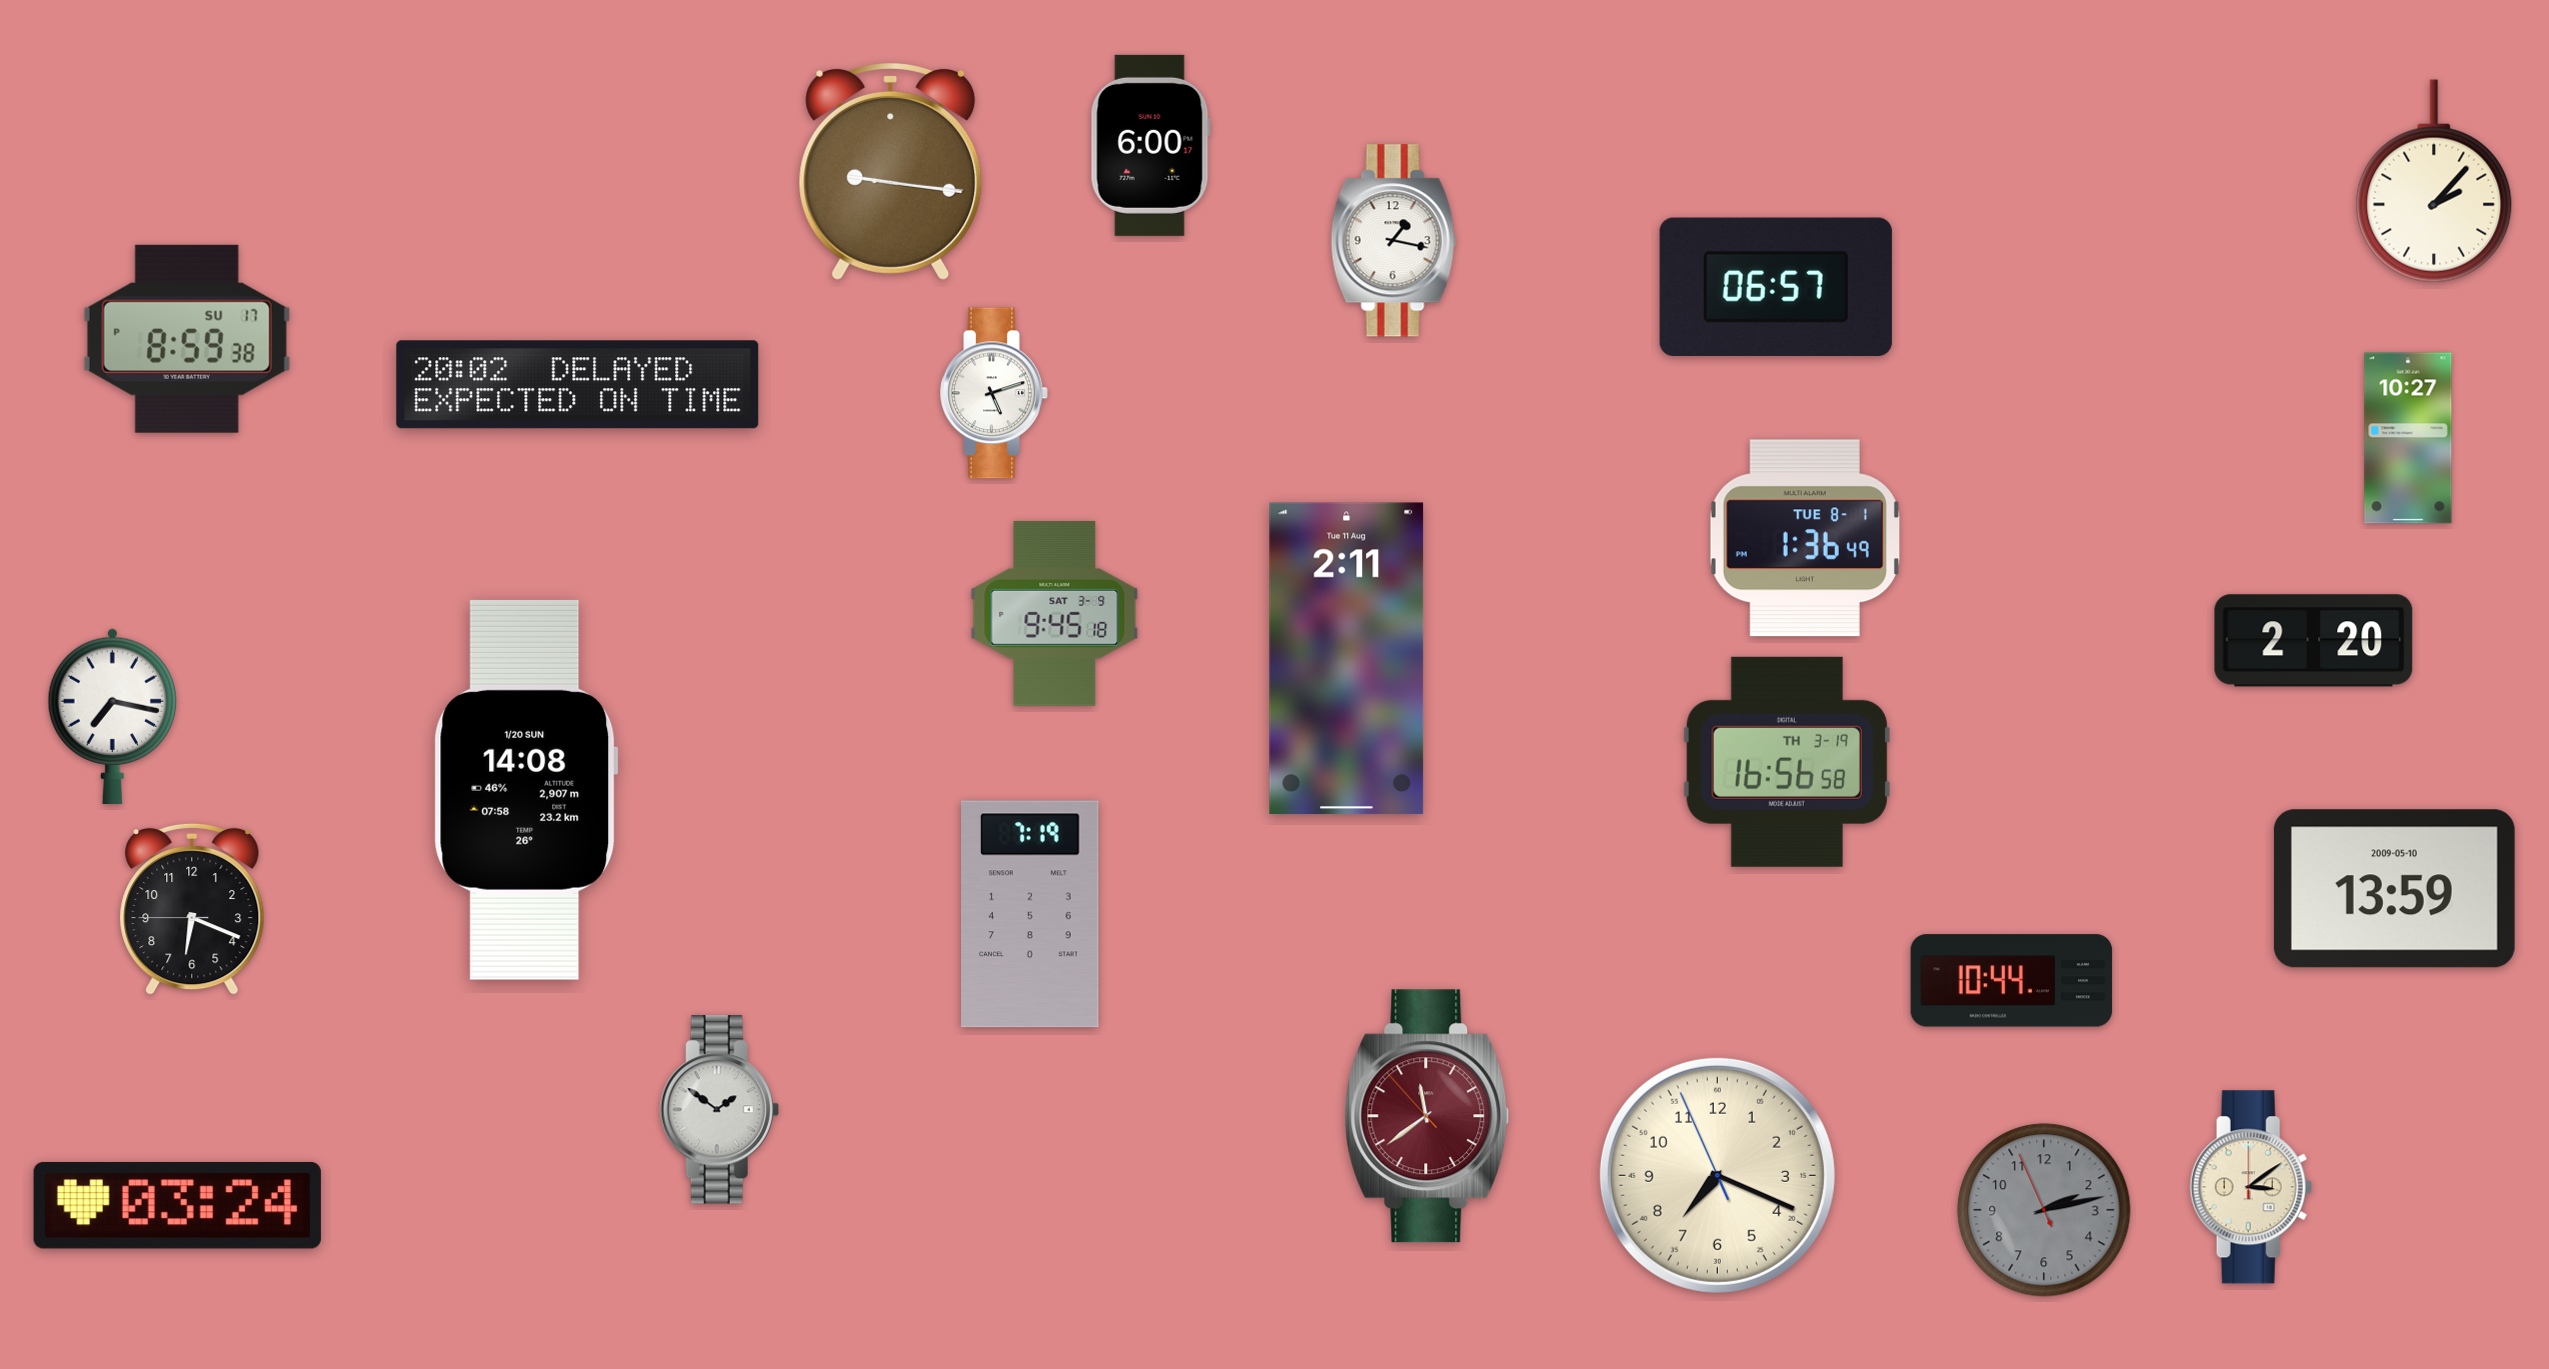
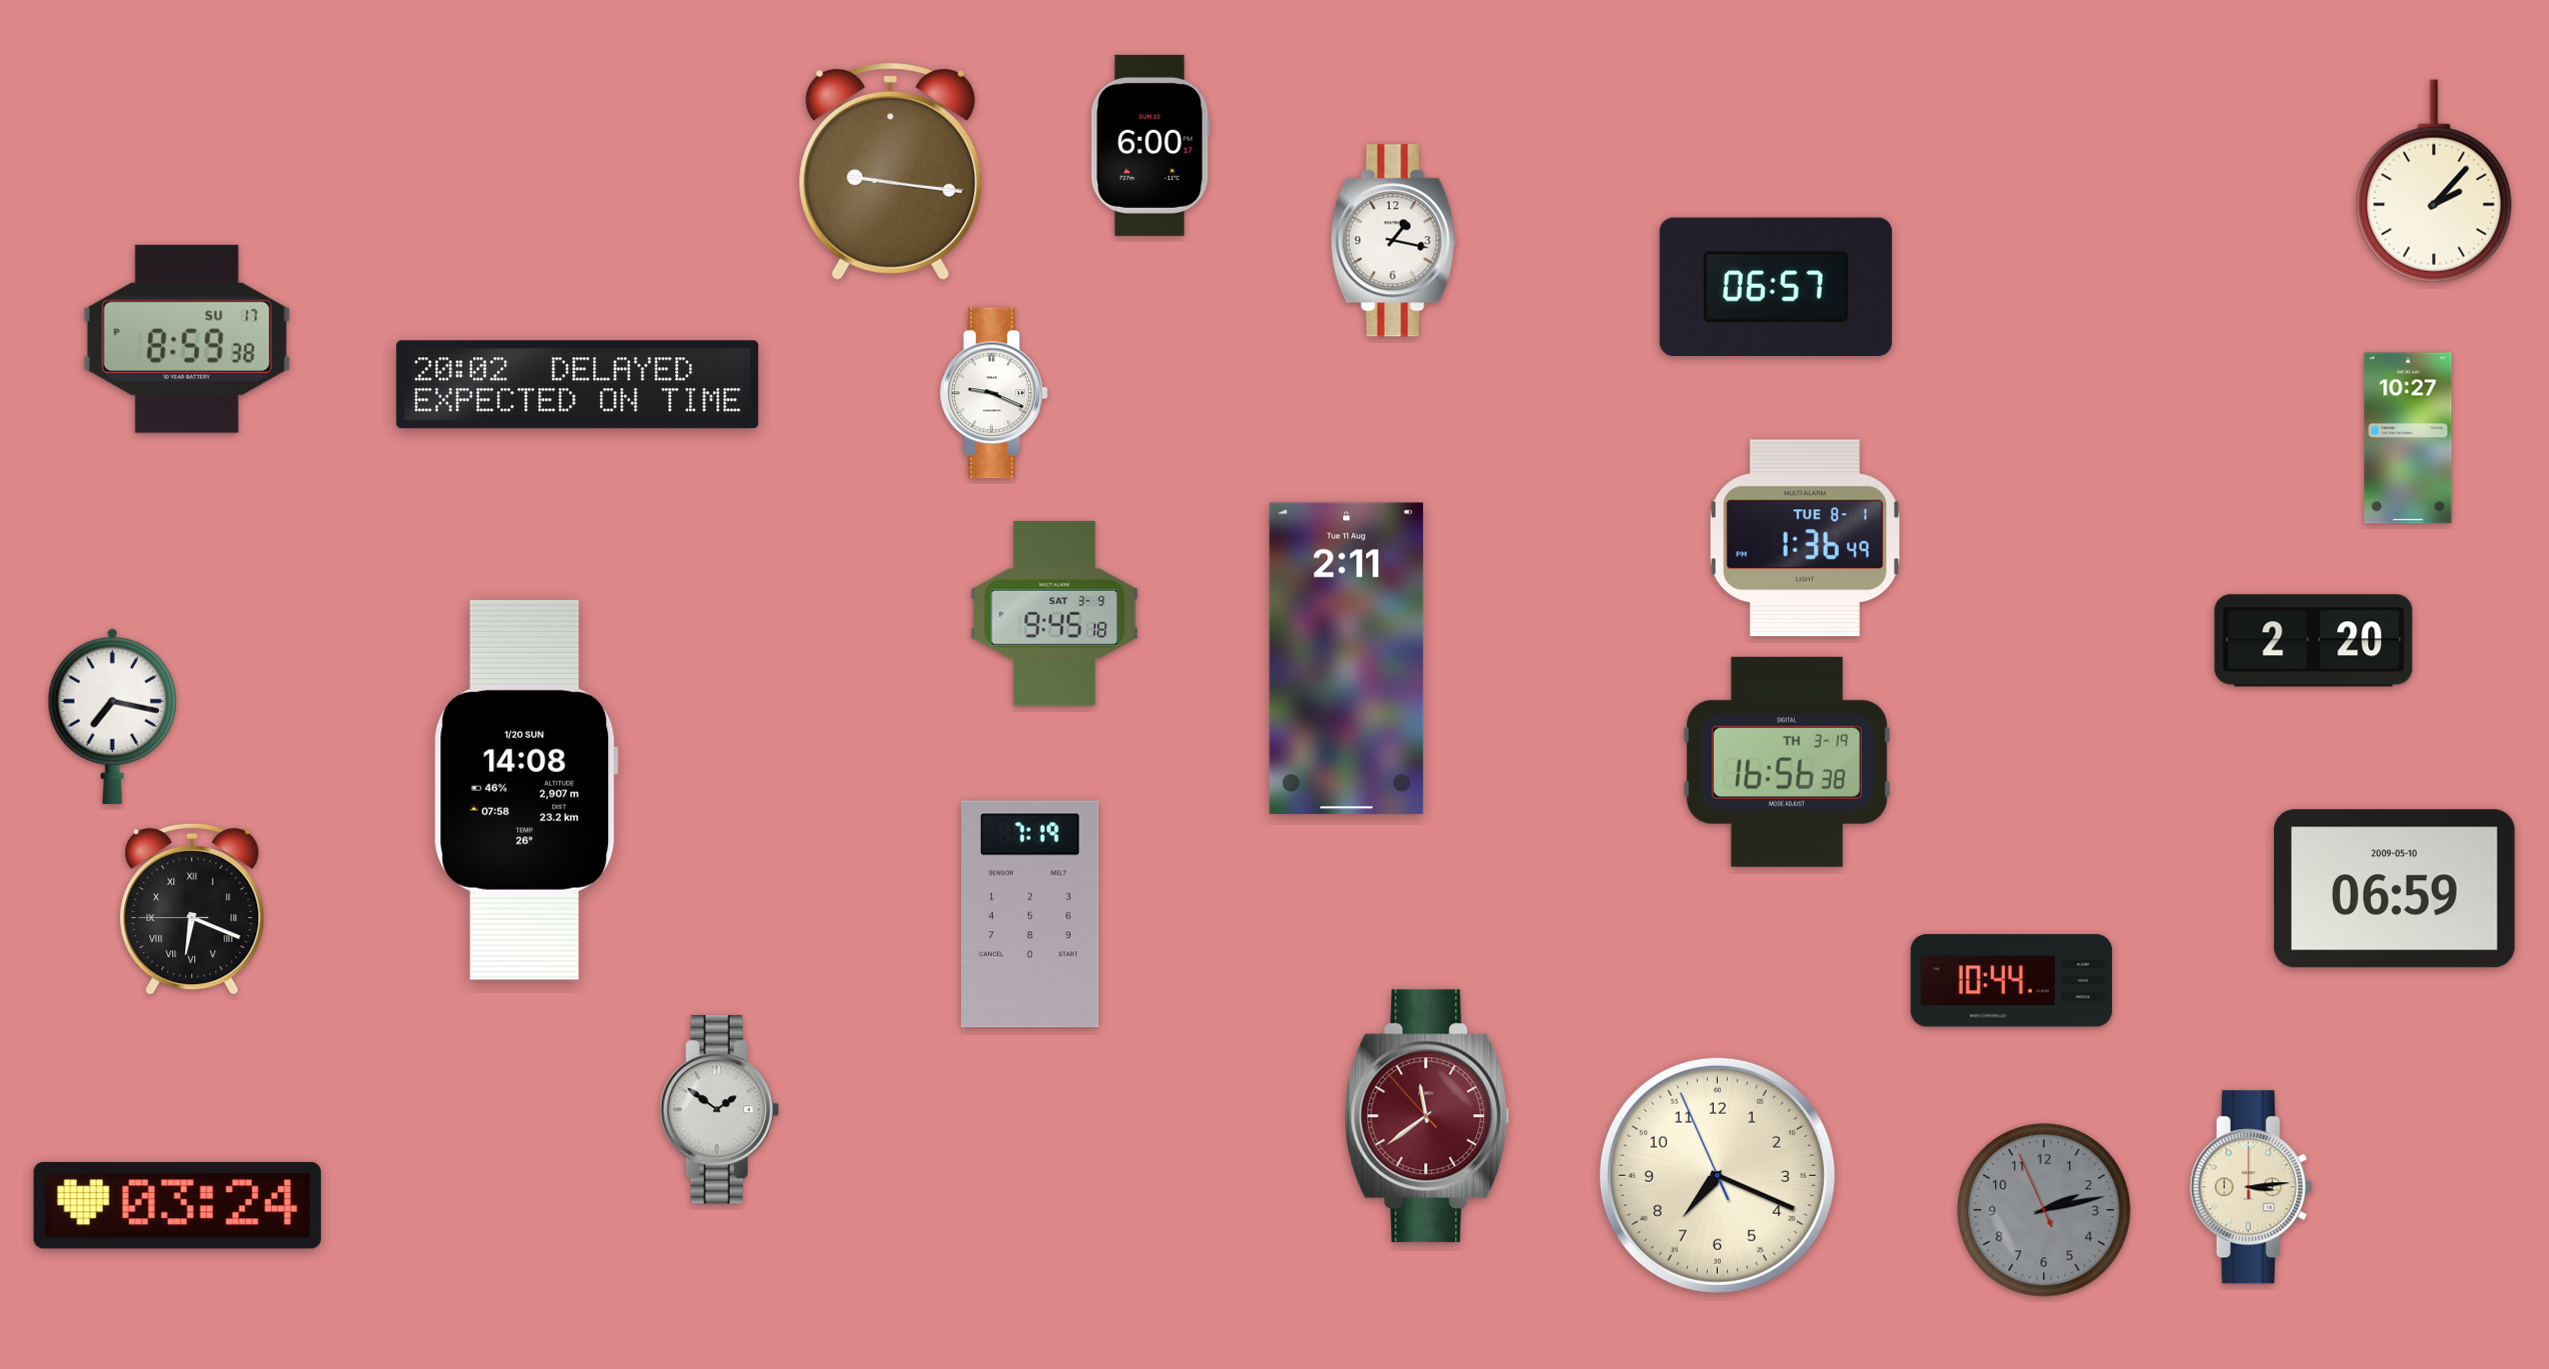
clock at (994, 393): 5:12 -> 9:19
clock at (1787, 762): 16:56:58 -> 16:56:38
clock at (2394, 889): 13:59 -> 06:59
clock at (192, 909) numerals: Arabic -> Roman
clock at (2251, 1187): 3:09 -> 3:14
